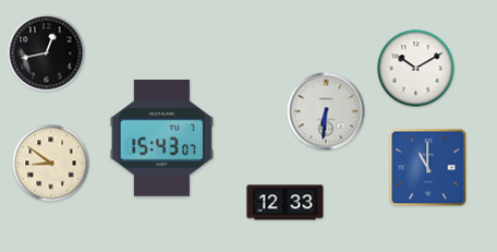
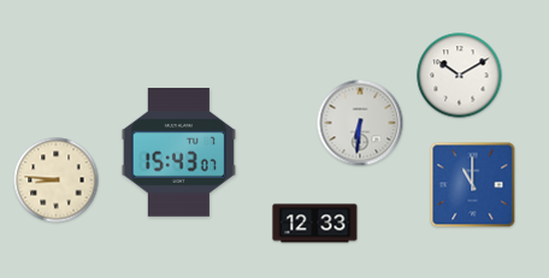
clock at (47, 53): 12:43 -> none
clock at (51, 164): 8:51 -> 8:46
